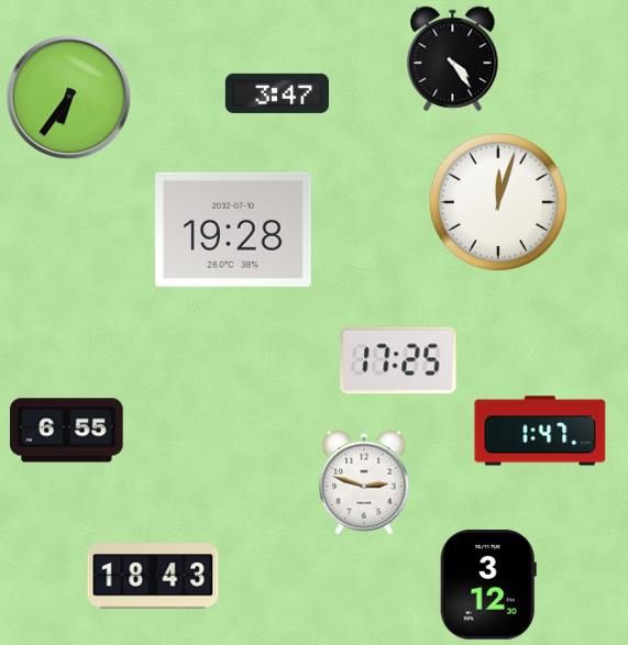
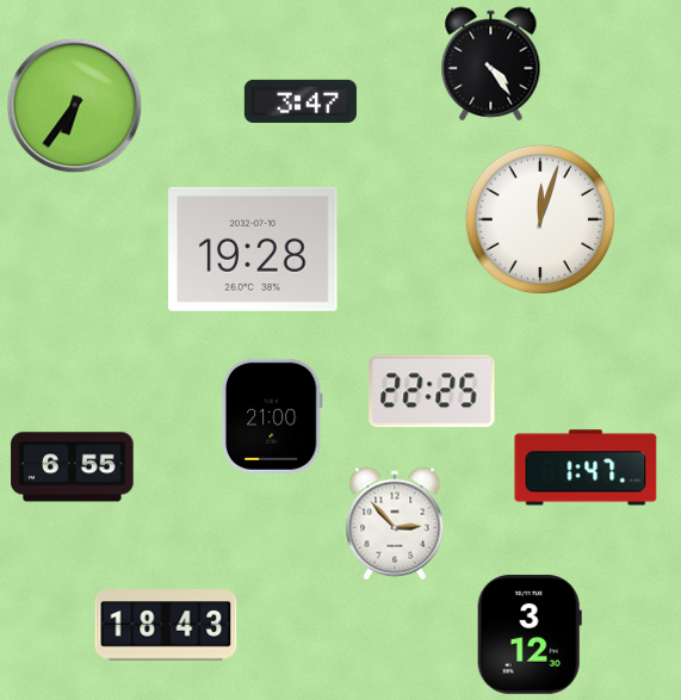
clock at (398, 360): 17:25 -> 22:25
clock at (272, 416): none -> 21:00
clock at (364, 482): 2:48 -> 2:53
